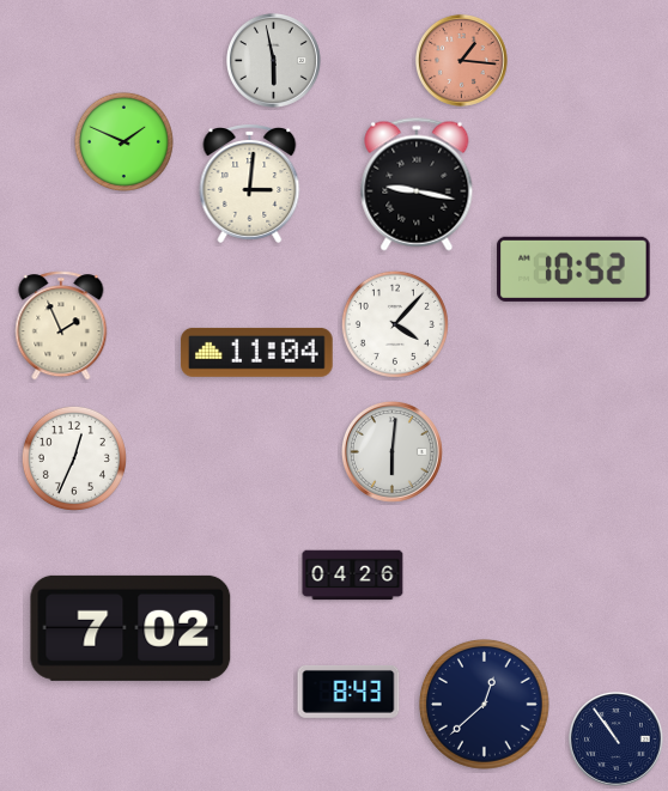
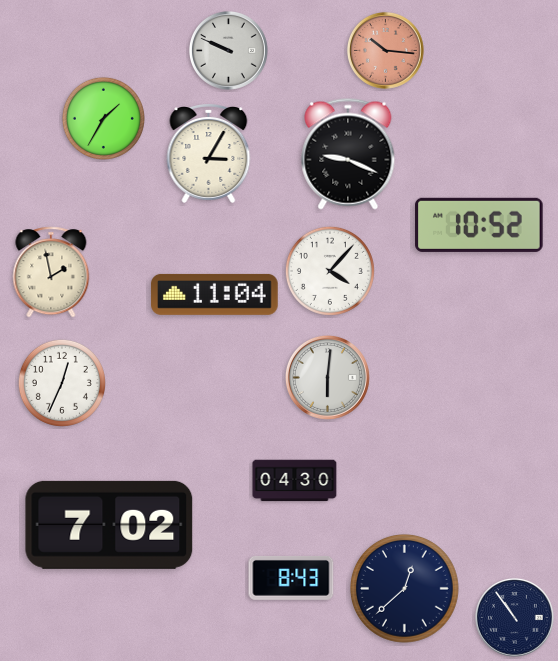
clock at (273, 60): 5:58 -> 9:49
clock at (461, 60): 1:16 -> 10:16
clock at (123, 141): 1:49 -> 1:35
clock at (250, 184): 3:01 -> 3:05
clock at (417, 184): 9:17 -> 9:19
clock at (61, 325): 1:56 -> 1:58
clock at (353, 576): 04:26 -> 04:30
